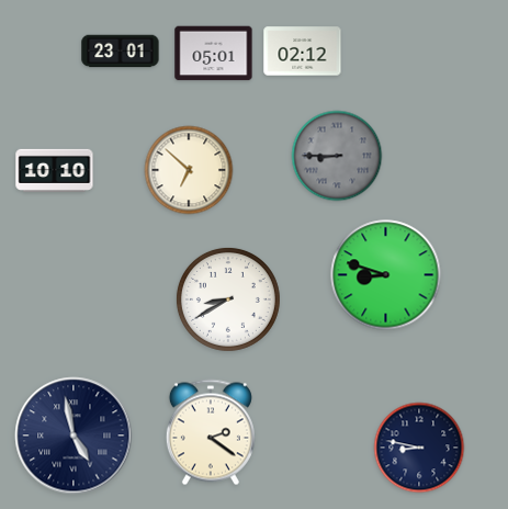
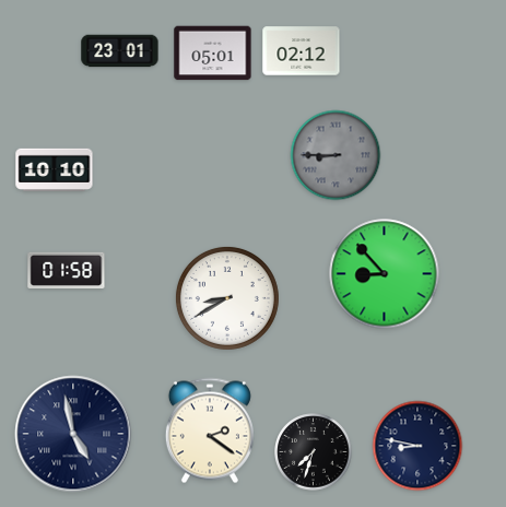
clock at (189, 170): 6:52 -> none
clock at (67, 270): none -> 01:58
clock at (386, 275): 8:48 -> 8:53
clock at (314, 452): none -> 7:33
